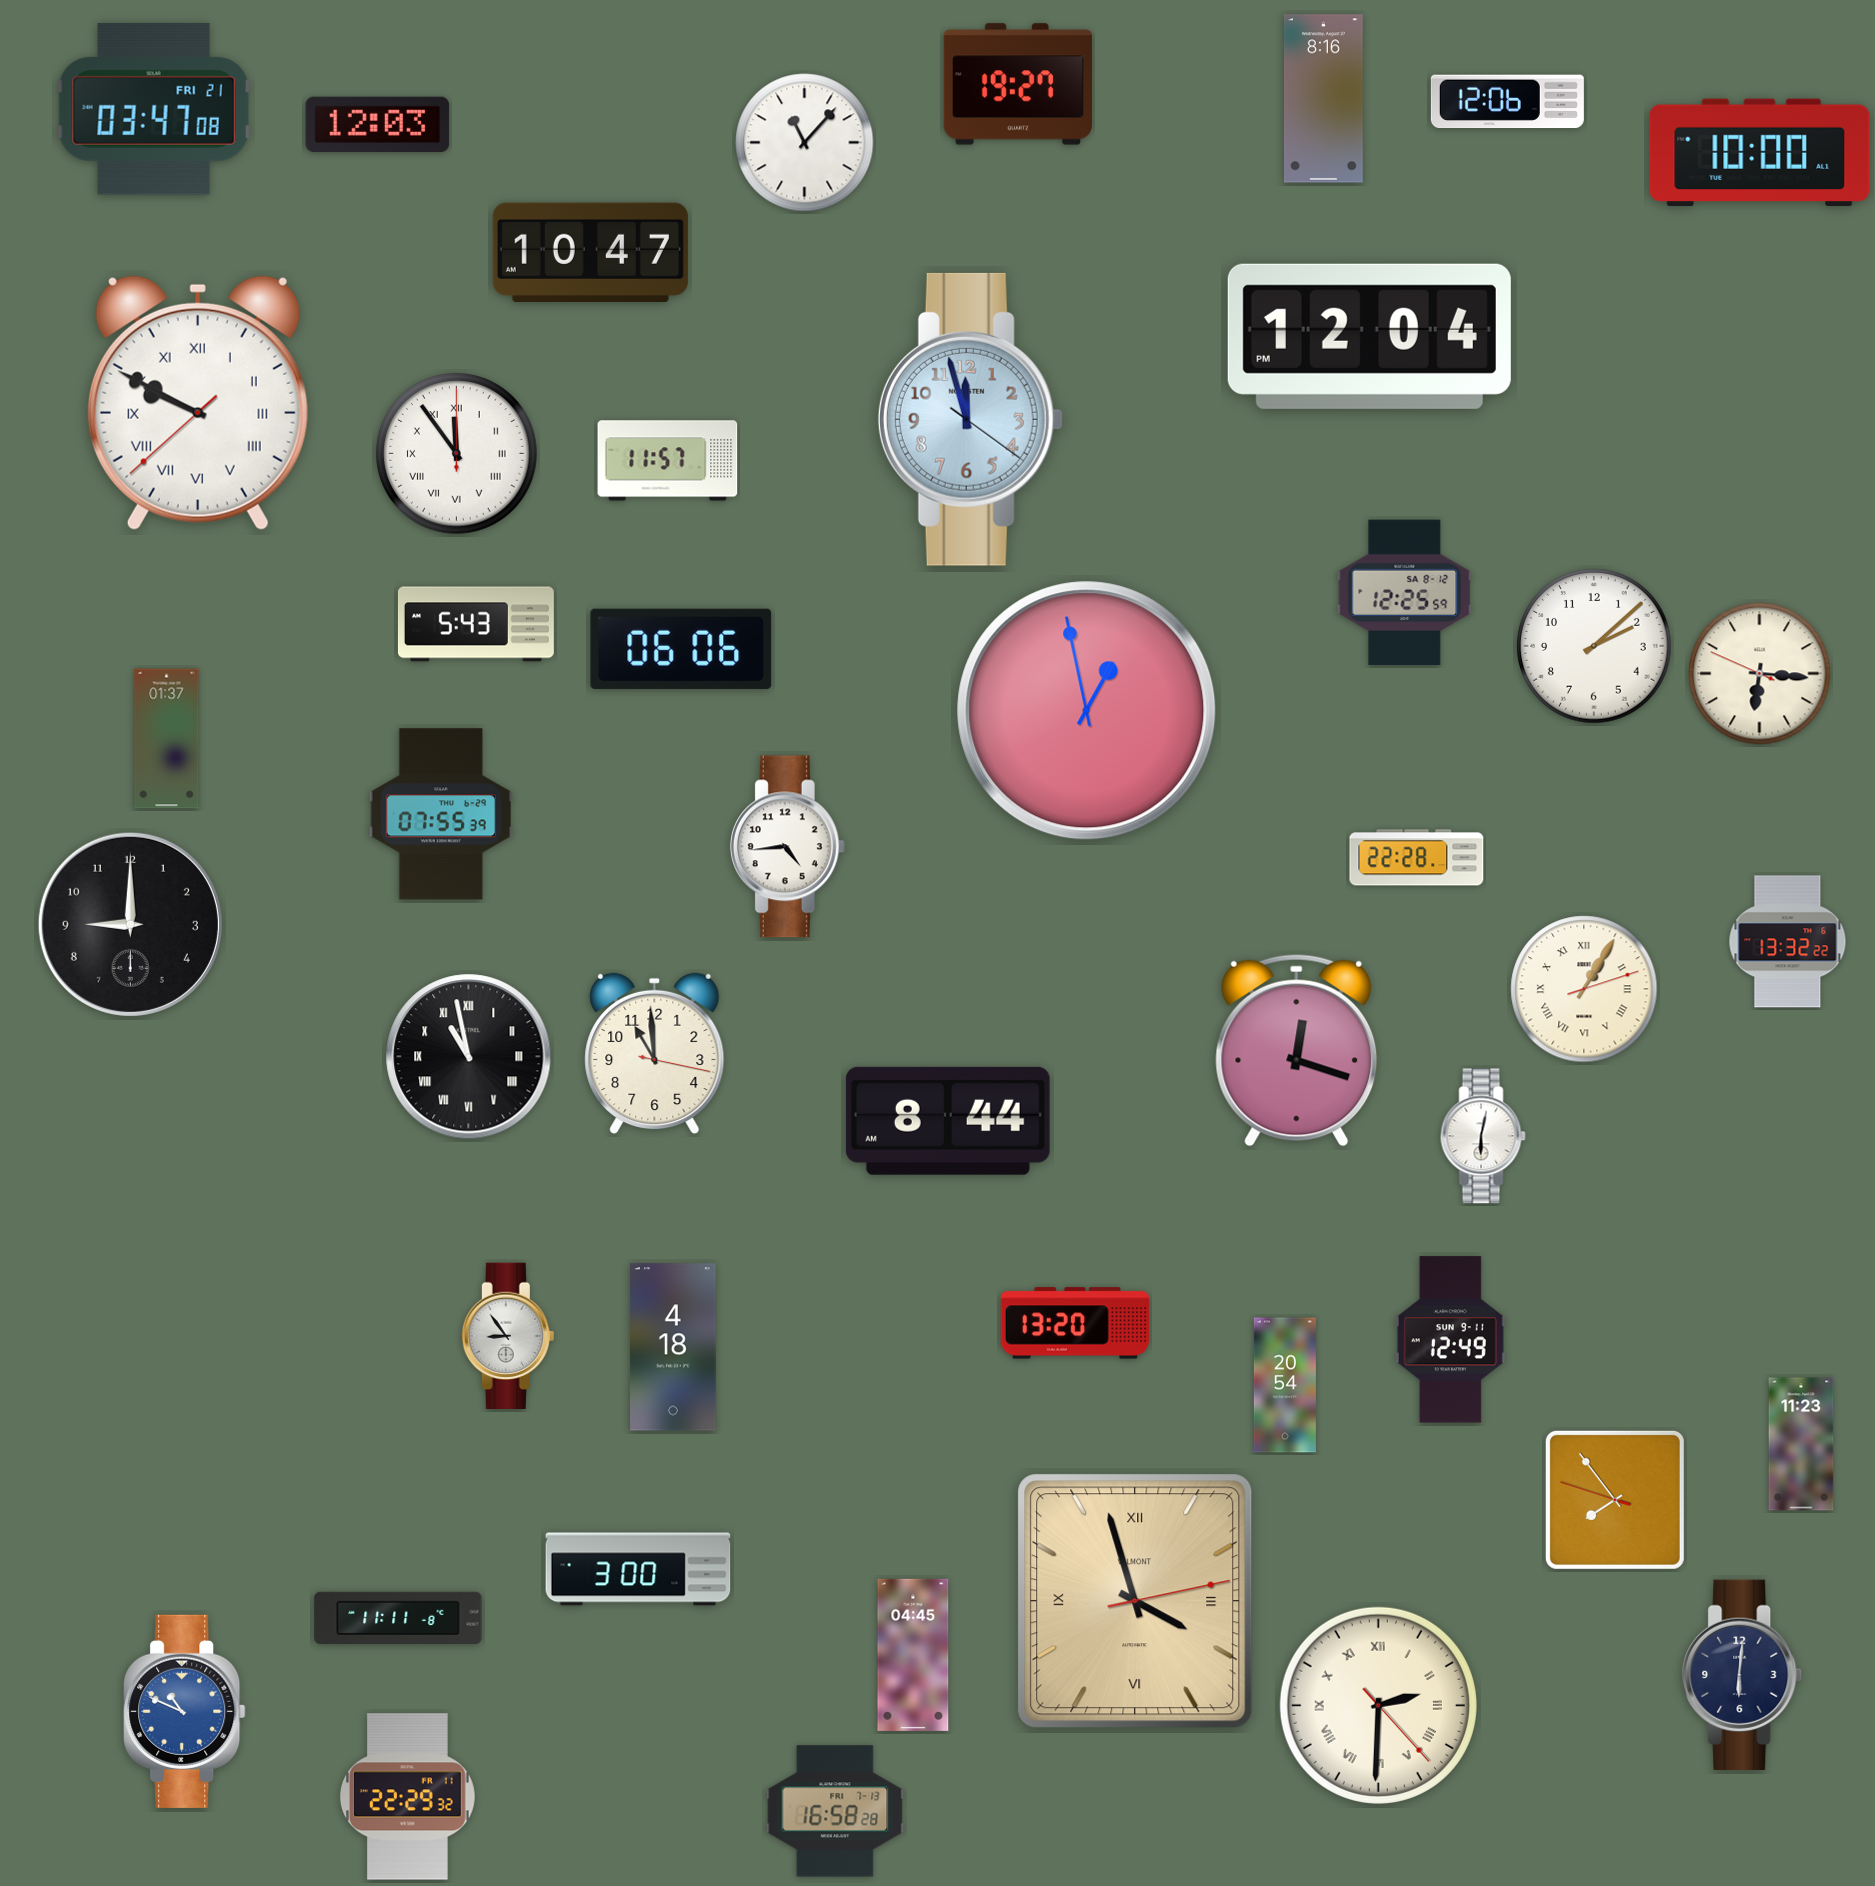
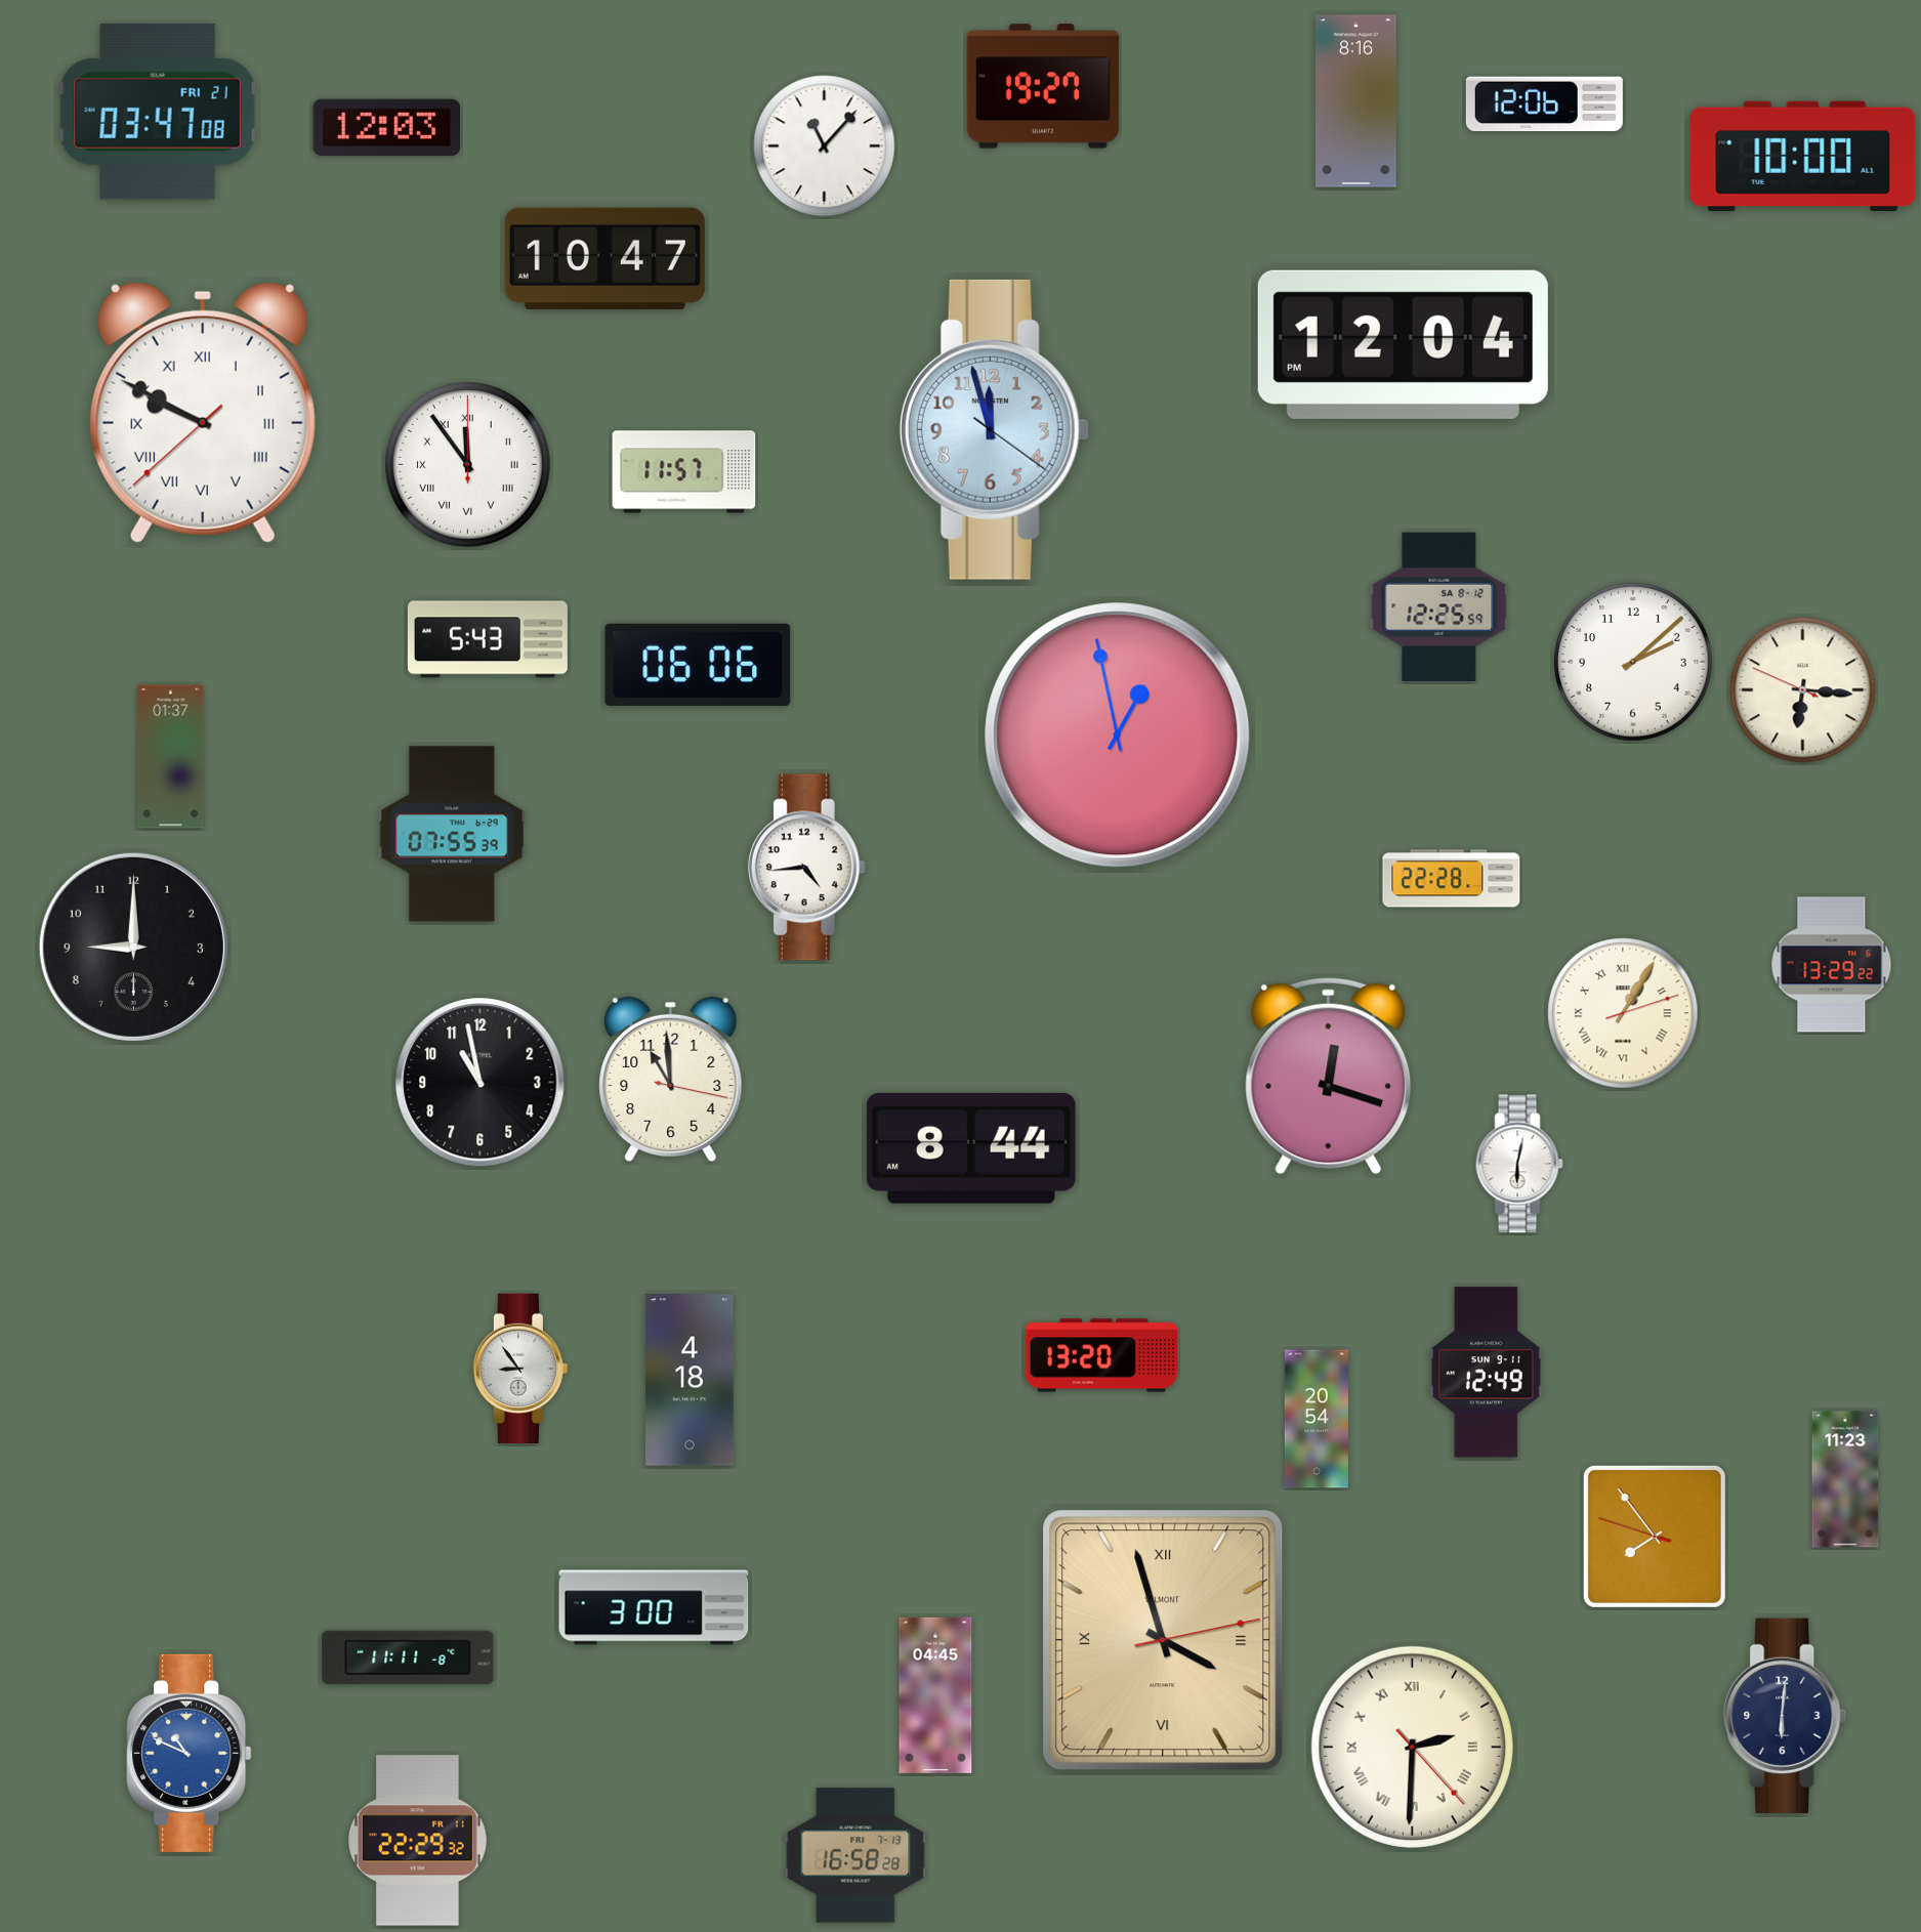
clock at (1087, 711) position: (1087, 711) -> (1118, 736)
clock at (1788, 942): 13:32 -> 13:29
clock at (469, 1057) numerals: Roman -> Arabic
